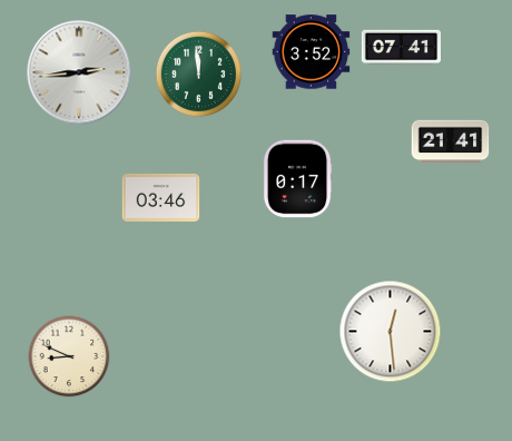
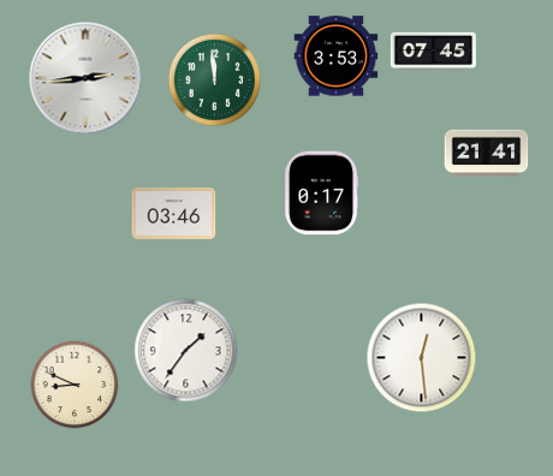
clock at (401, 48): 07:41 -> 07:45
clock at (312, 52): 3:52 -> 3:53
clock at (186, 351): none -> 1:36
